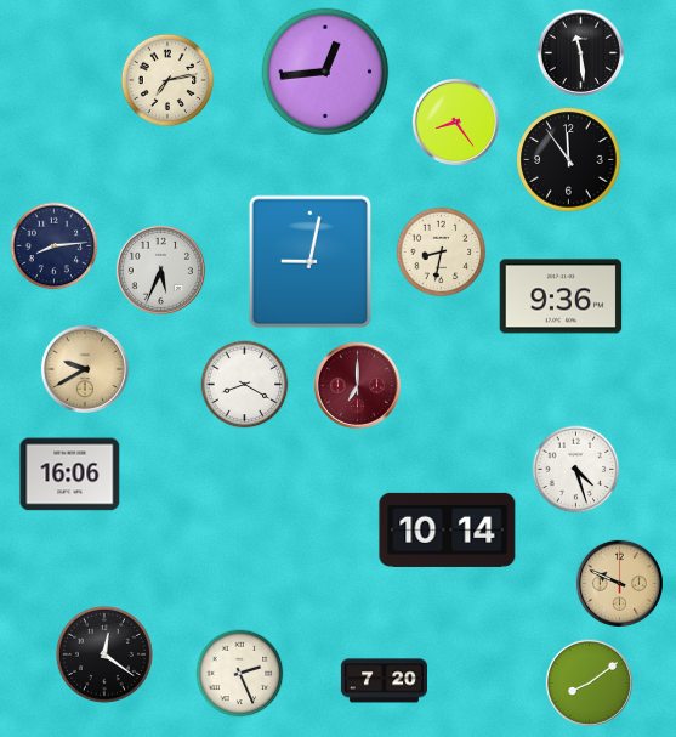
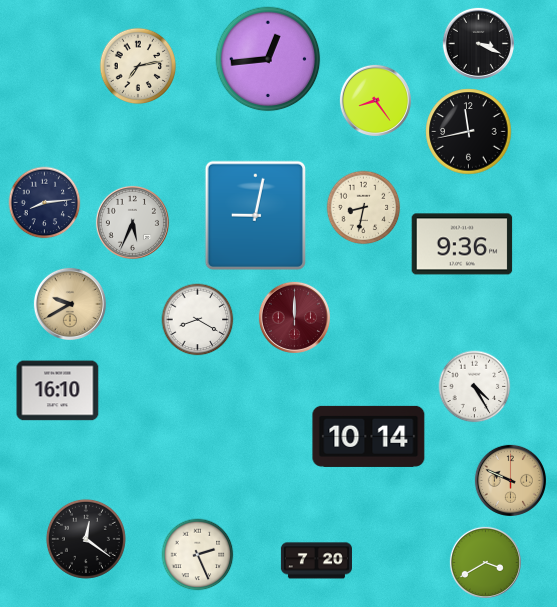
clock at (580, 52): 11:29 -> 3:19
clock at (569, 160): 11:54 -> 11:43
clock at (245, 385) position: (245, 385) -> (198, 320)
clock at (357, 385): 7:00 -> 12:00
clock at (576, 470): 4:27 -> 4:25
clock at (70, 475): 16:06 -> 16:10
clock at (589, 682): 8:09 -> 3:40
